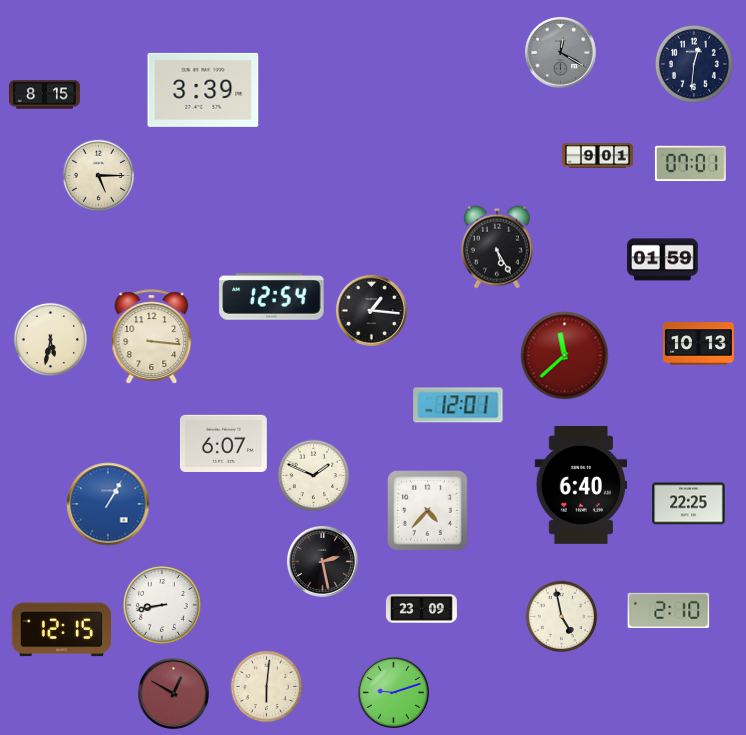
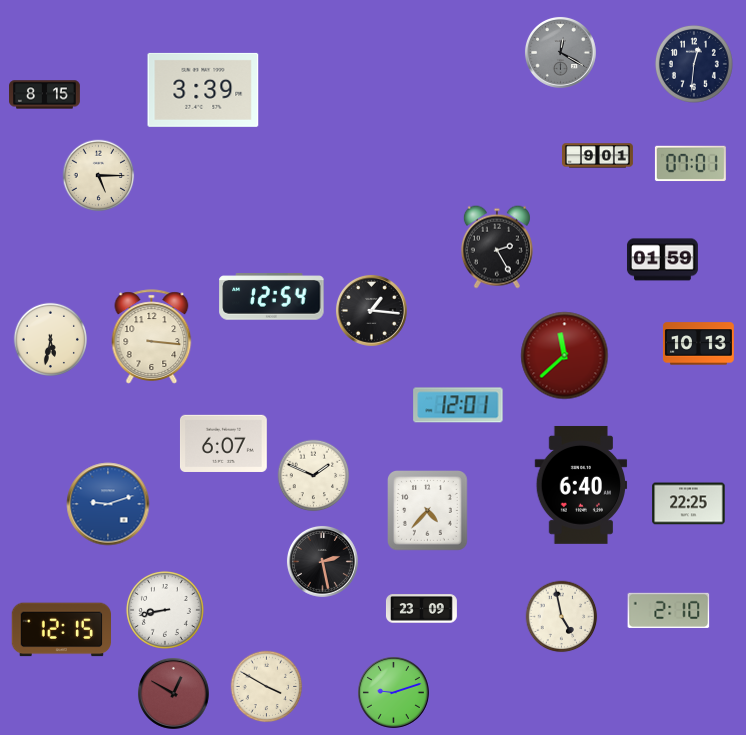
clock at (497, 247): 5:25 -> 2:25
clock at (108, 504): 1:05 -> 9:12
clock at (162, 605) position: (162, 605) -> (165, 610)
clock at (267, 687): 6:01 -> 3:50
